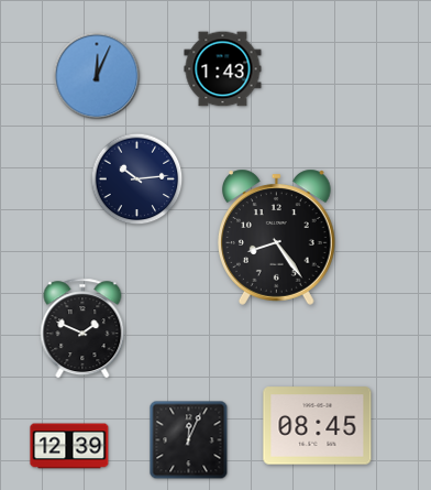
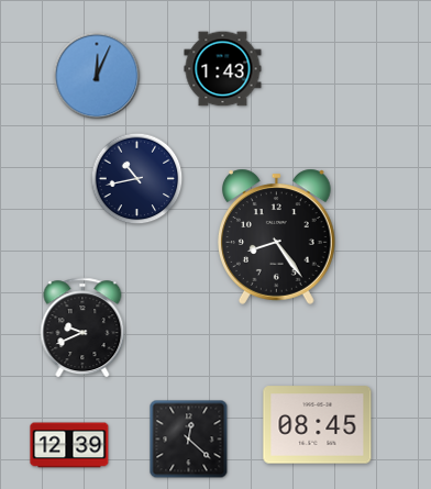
clock at (137, 179): 10:14 -> 10:43
clock at (82, 328): 1:49 -> 9:41
clock at (189, 440): 12:04 -> 12:22
